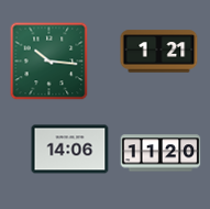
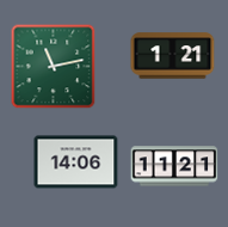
clock at (49, 62): 10:16 -> 11:13
clock at (161, 153): 11:20 -> 11:21
